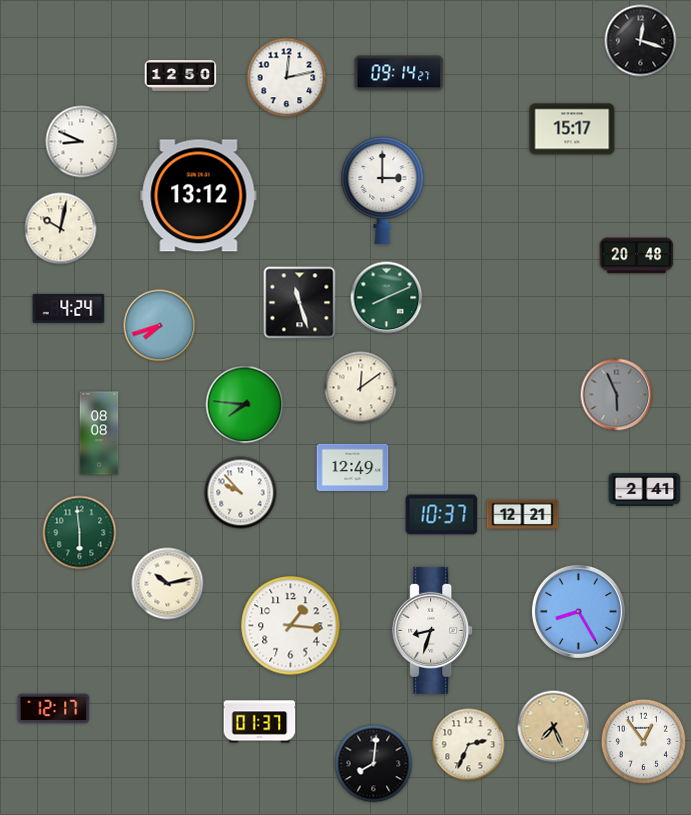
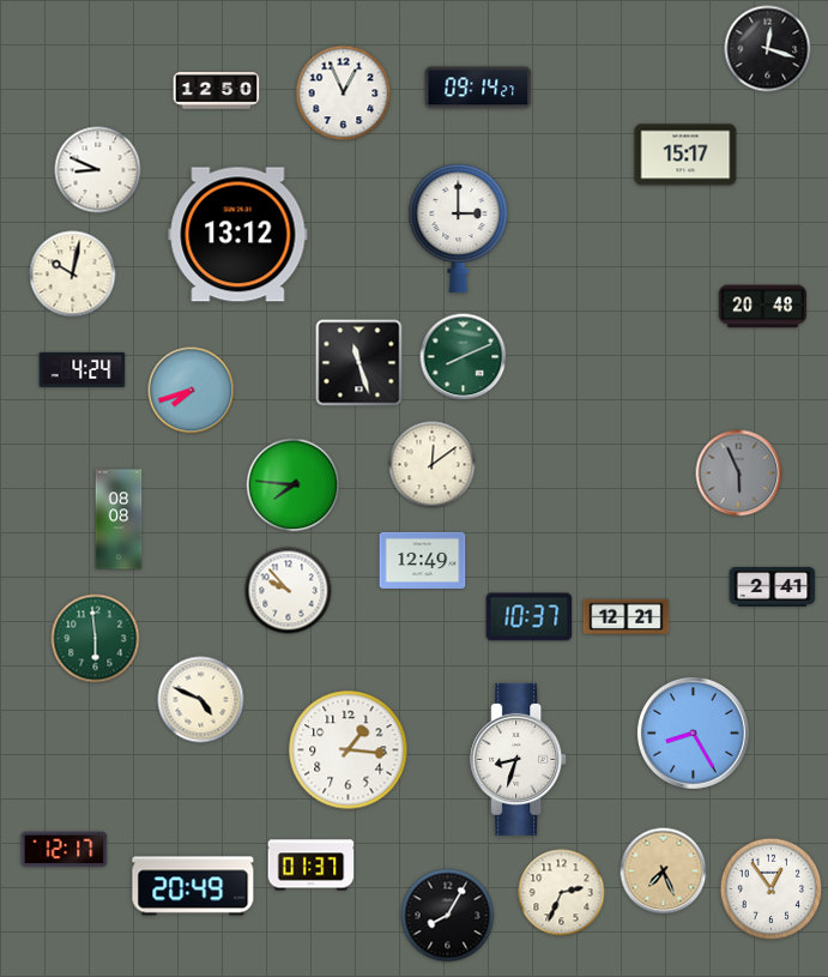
clock at (287, 78): 12:13 -> 12:56
clock at (168, 584): 10:13 -> 4:49
clock at (433, 630) position: (433, 630) -> (519, 759)
clock at (193, 886): none -> 20:49
clock at (374, 764): 8:01 -> 8:05
